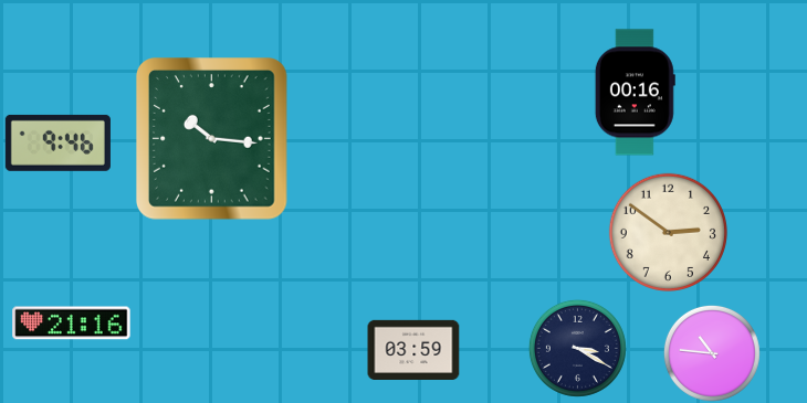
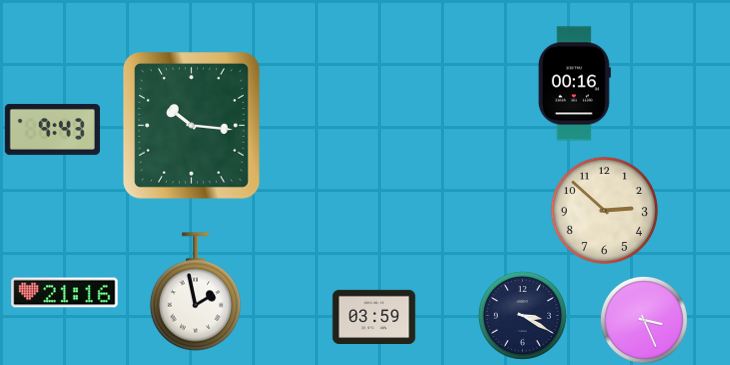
clock at (57, 142): 9:46 -> 9:43
clock at (668, 232): 2:51 -> 2:52
clock at (195, 292): none -> 1:58
clock at (712, 353): 10:46 -> 3:26
